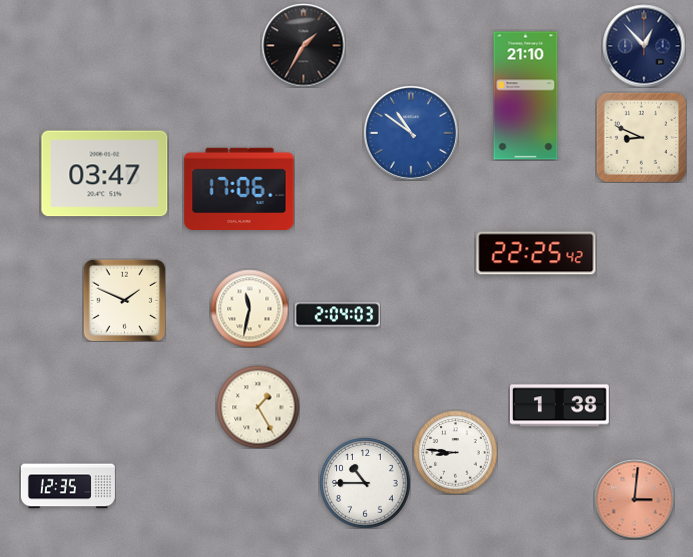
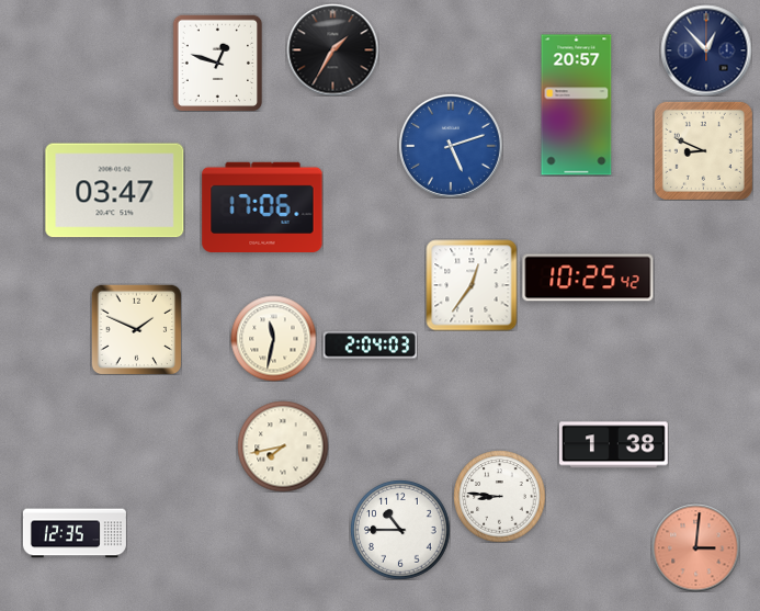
clock at (218, 63): none -> 12:48
clock at (526, 96): 21:10 -> 20:57
clock at (411, 133): 10:51 -> 5:12
clock at (536, 253): 22:25 -> 10:25
clock at (472, 285): none -> 12:36
clock at (258, 407): 1:25 -> 7:43
